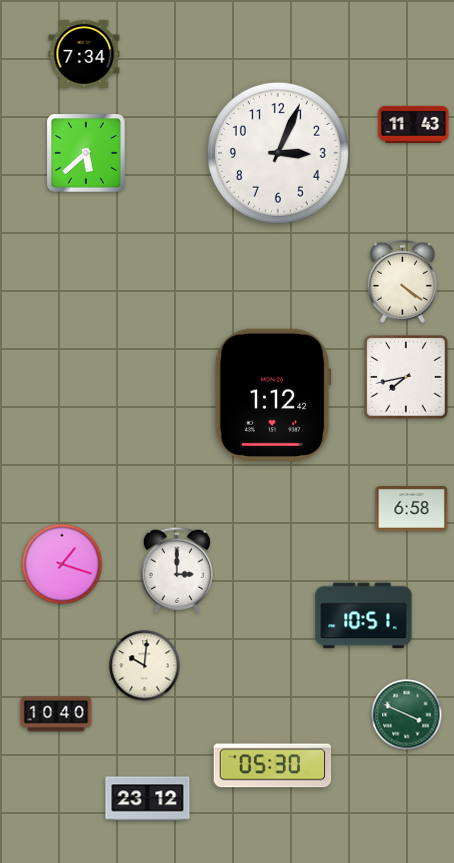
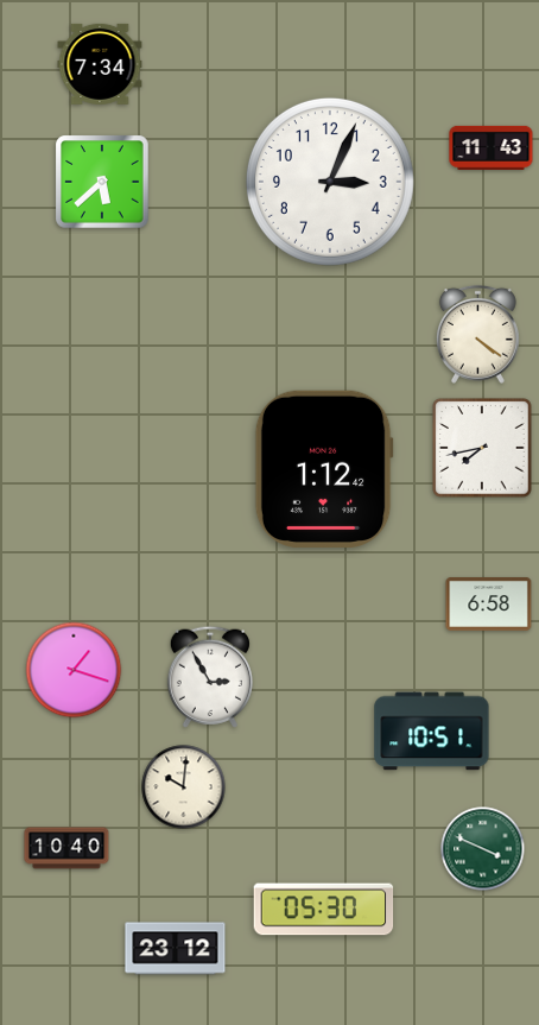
clock at (177, 570): 3:00 -> 2:55
clock at (145, 666) position: (145, 666) -> (184, 787)
